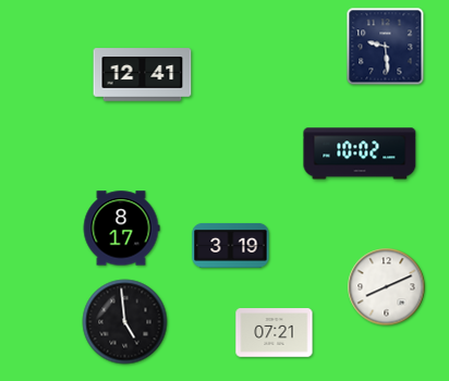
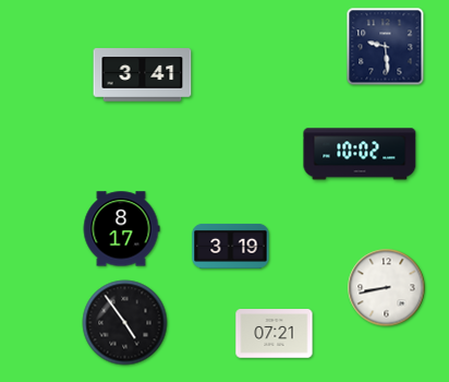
clock at (143, 75): 12:41 -> 3:41
clock at (387, 287): 8:11 -> 8:43
clock at (125, 322): 4:59 -> 4:54
